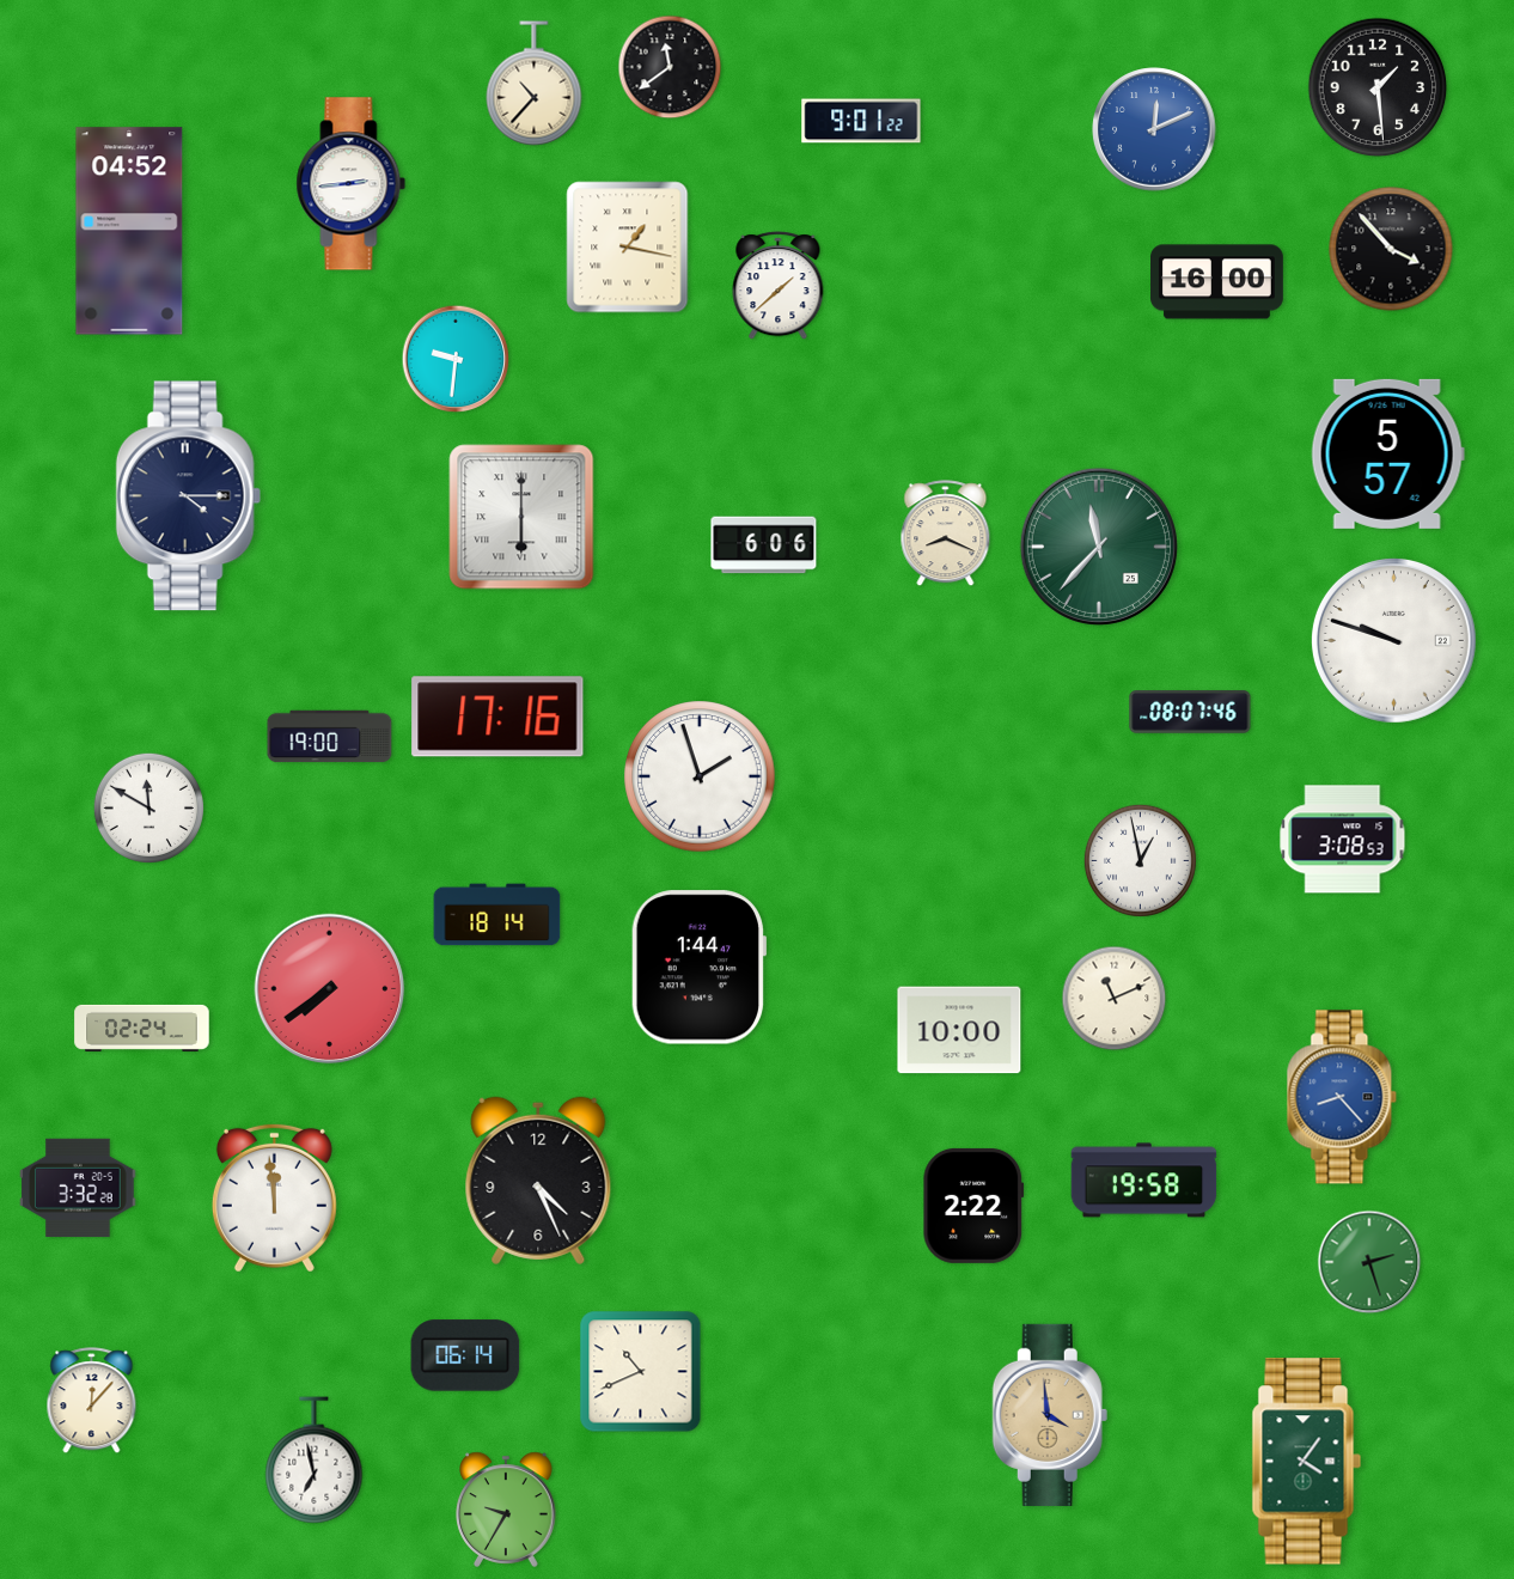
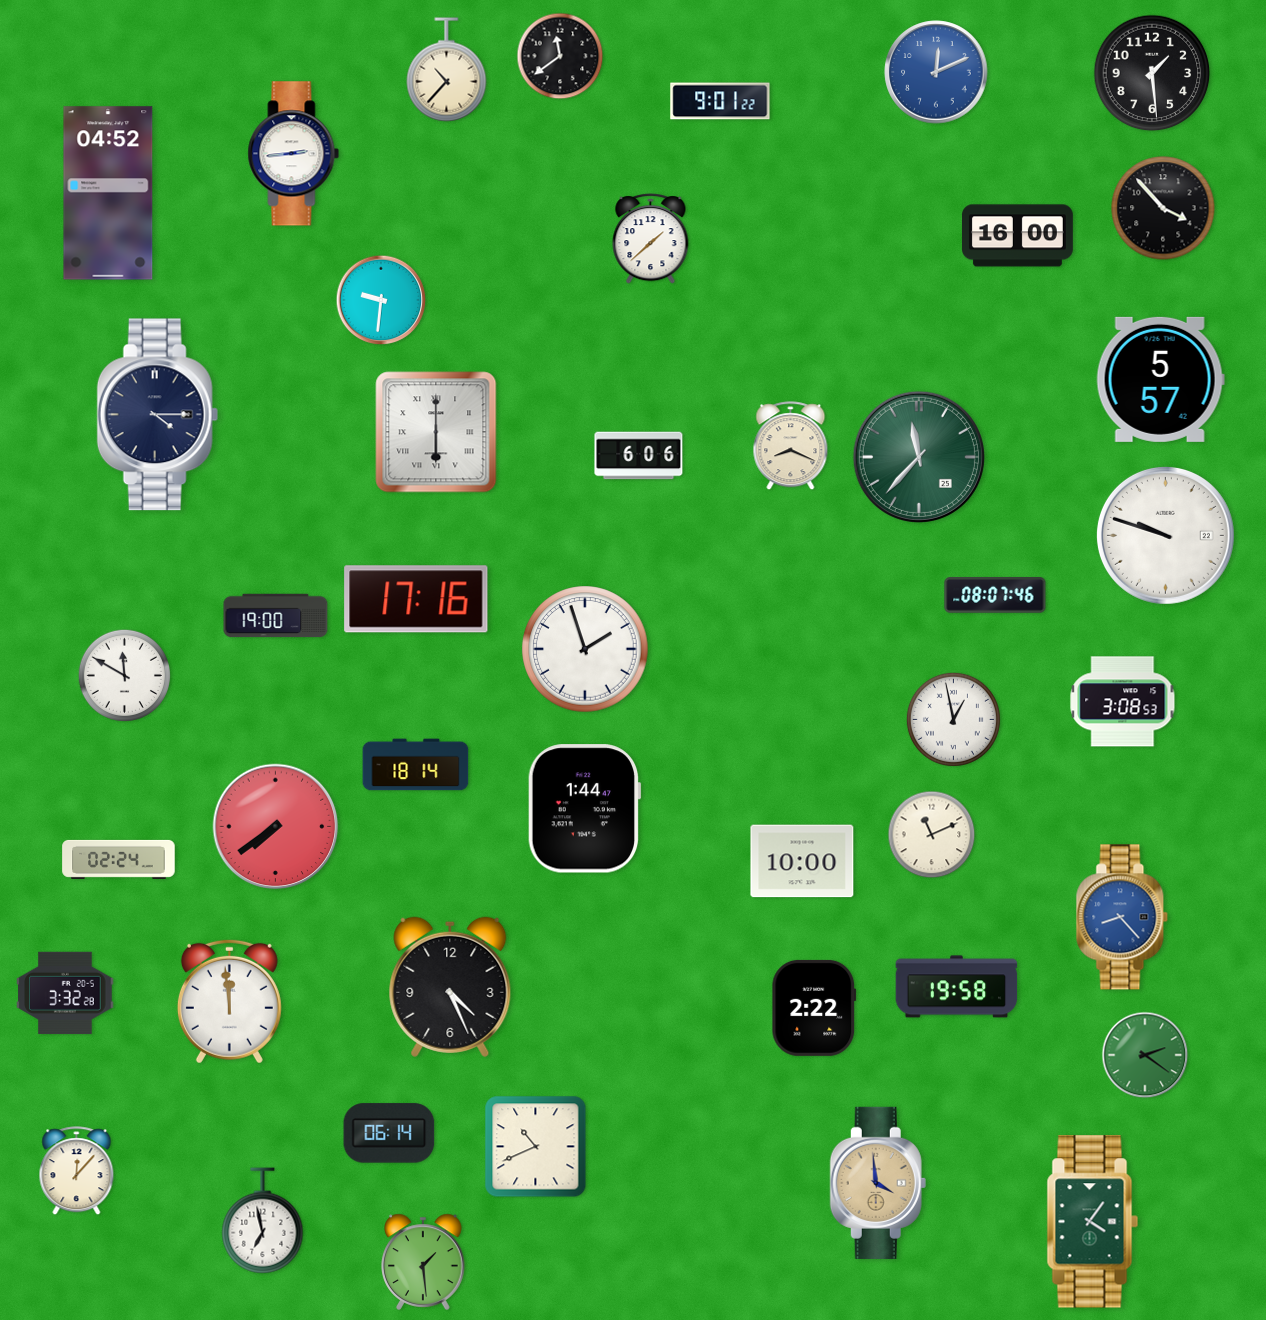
clock at (1154, 129) position: (1154, 129) -> (936, 72)
clock at (628, 248): 1:17 -> none
clock at (1369, 1262): 2:27 -> 2:21
clock at (506, 1510): 9:35 -> 1:29
